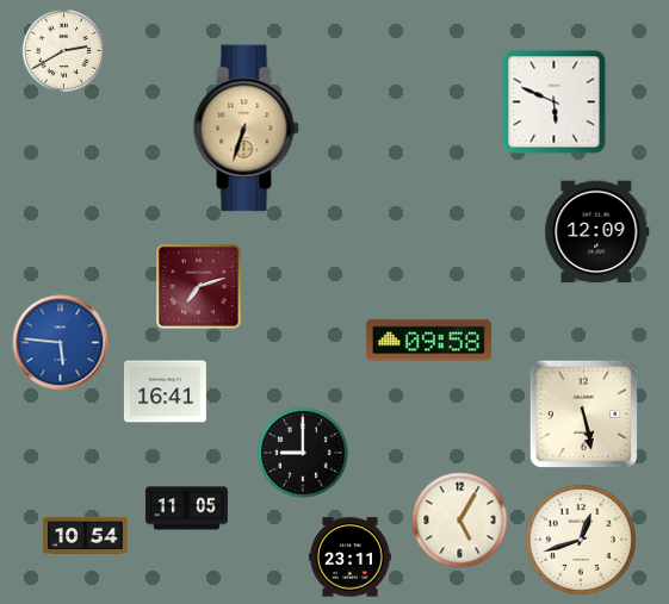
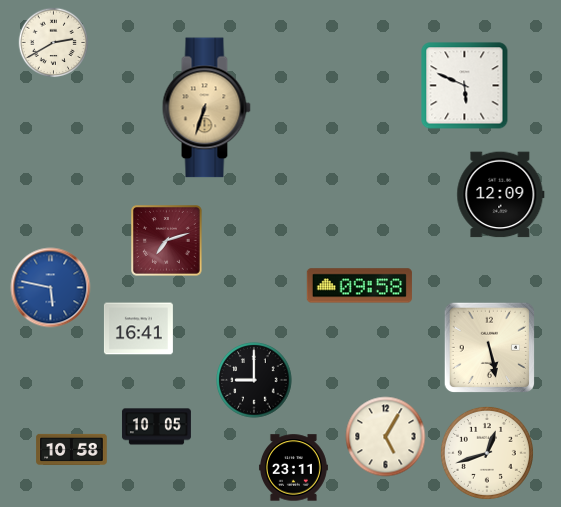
clock at (61, 343): 5:46 -> 5:47
clock at (186, 509): 11:05 -> 10:05
clock at (86, 535): 10:54 -> 10:58
